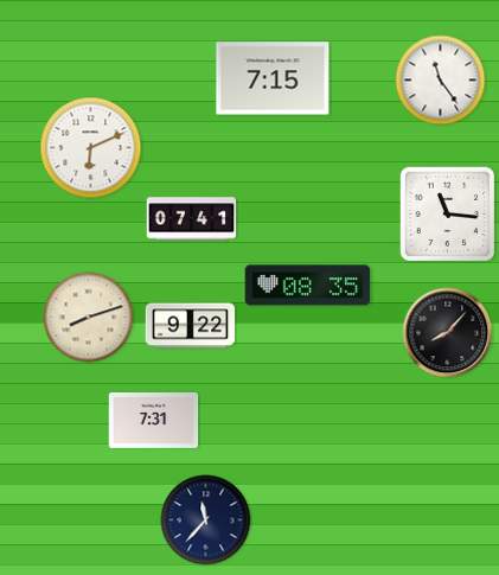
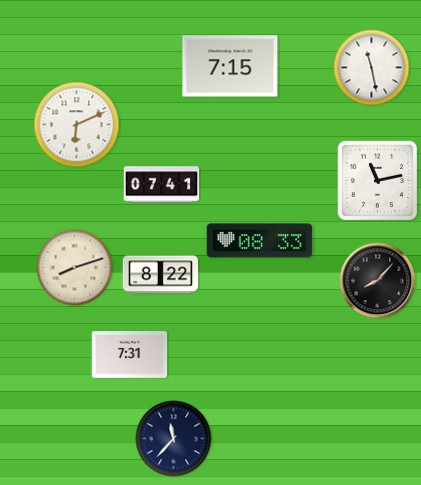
clock at (441, 81): 11:24 -> 11:28
clock at (448, 215): 11:16 -> 11:13
clock at (308, 286): 08:35 -> 08:33
clock at (191, 326): 9:22 -> 8:22
